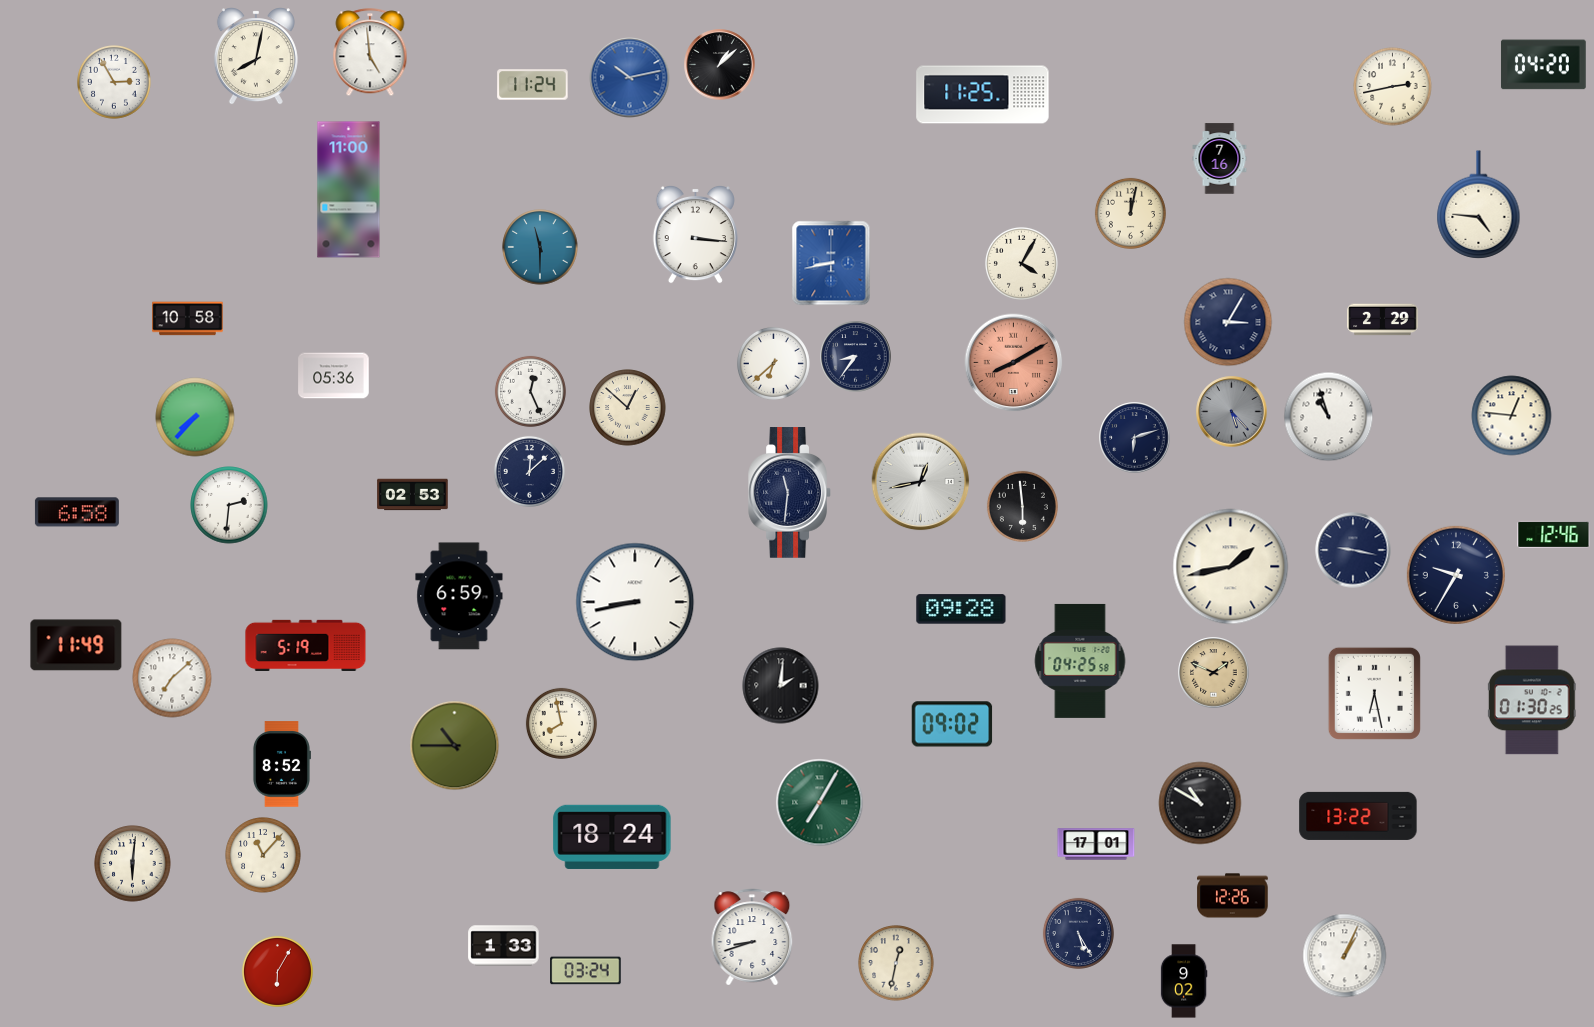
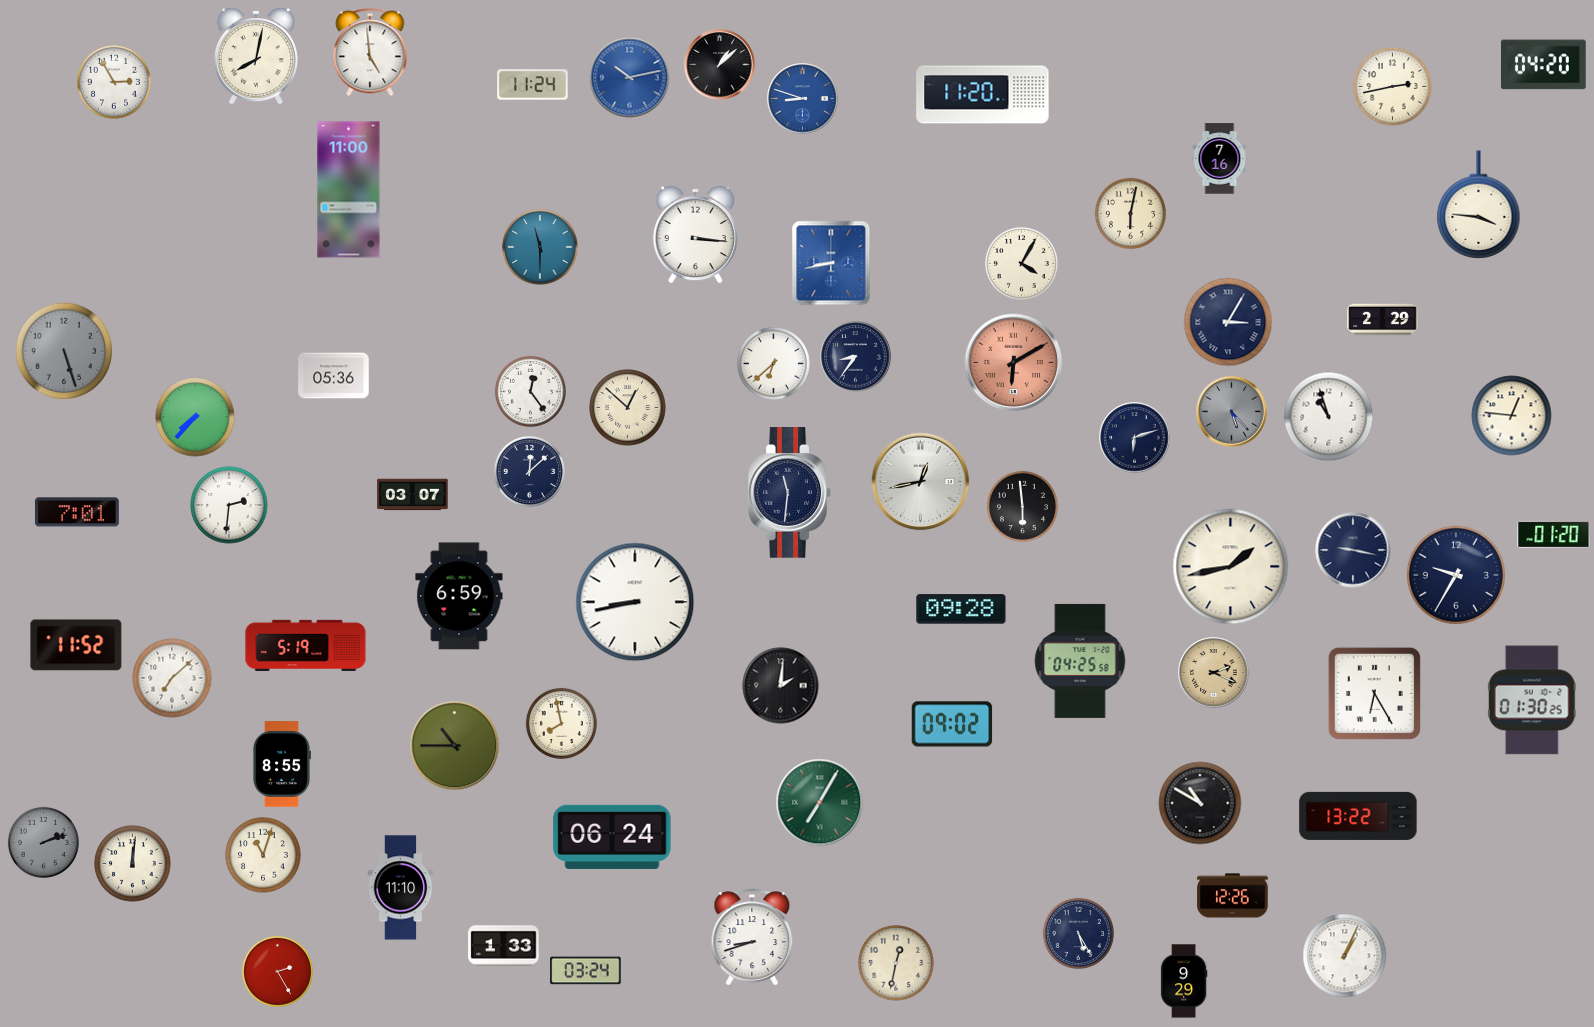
clock at (983, 95): 11:25 -> 11:20
clock at (803, 99): none -> 8:48
clock at (1479, 205): 4:46 -> 3:46
clock at (1130, 213): 12:02 -> 6:02
clock at (188, 319): 10:58 -> none
clock at (64, 351): none -> 5:27
clock at (1014, 363): 8:10 -> 6:10
clock at (530, 391): 12:26 -> 12:24
clock at (413, 495): 02:53 -> 03:07
clock at (77, 512): 6:58 -> 7:01
clock at (1554, 534): 12:46 -> 01:20
clock at (76, 645): 11:49 -> 11:52
clock at (1214, 673): 1:49 -> 2:19
clock at (1374, 693): 6:28 -> 6:25
clock at (281, 764): 8:52 -> 8:55
clock at (612, 837): 18:24 -> 06:24
clock at (43, 842): none -> 2:12
clock at (1096, 844): 17:01 -> none
clock at (263, 855): 11:07 -> 11:03
clock at (133, 864): 6:01 -> 12:01
clock at (401, 888): none -> 11:10
clock at (277, 971): 6:05 -> 2:25
clock at (1184, 981): 9:02 -> 9:29
